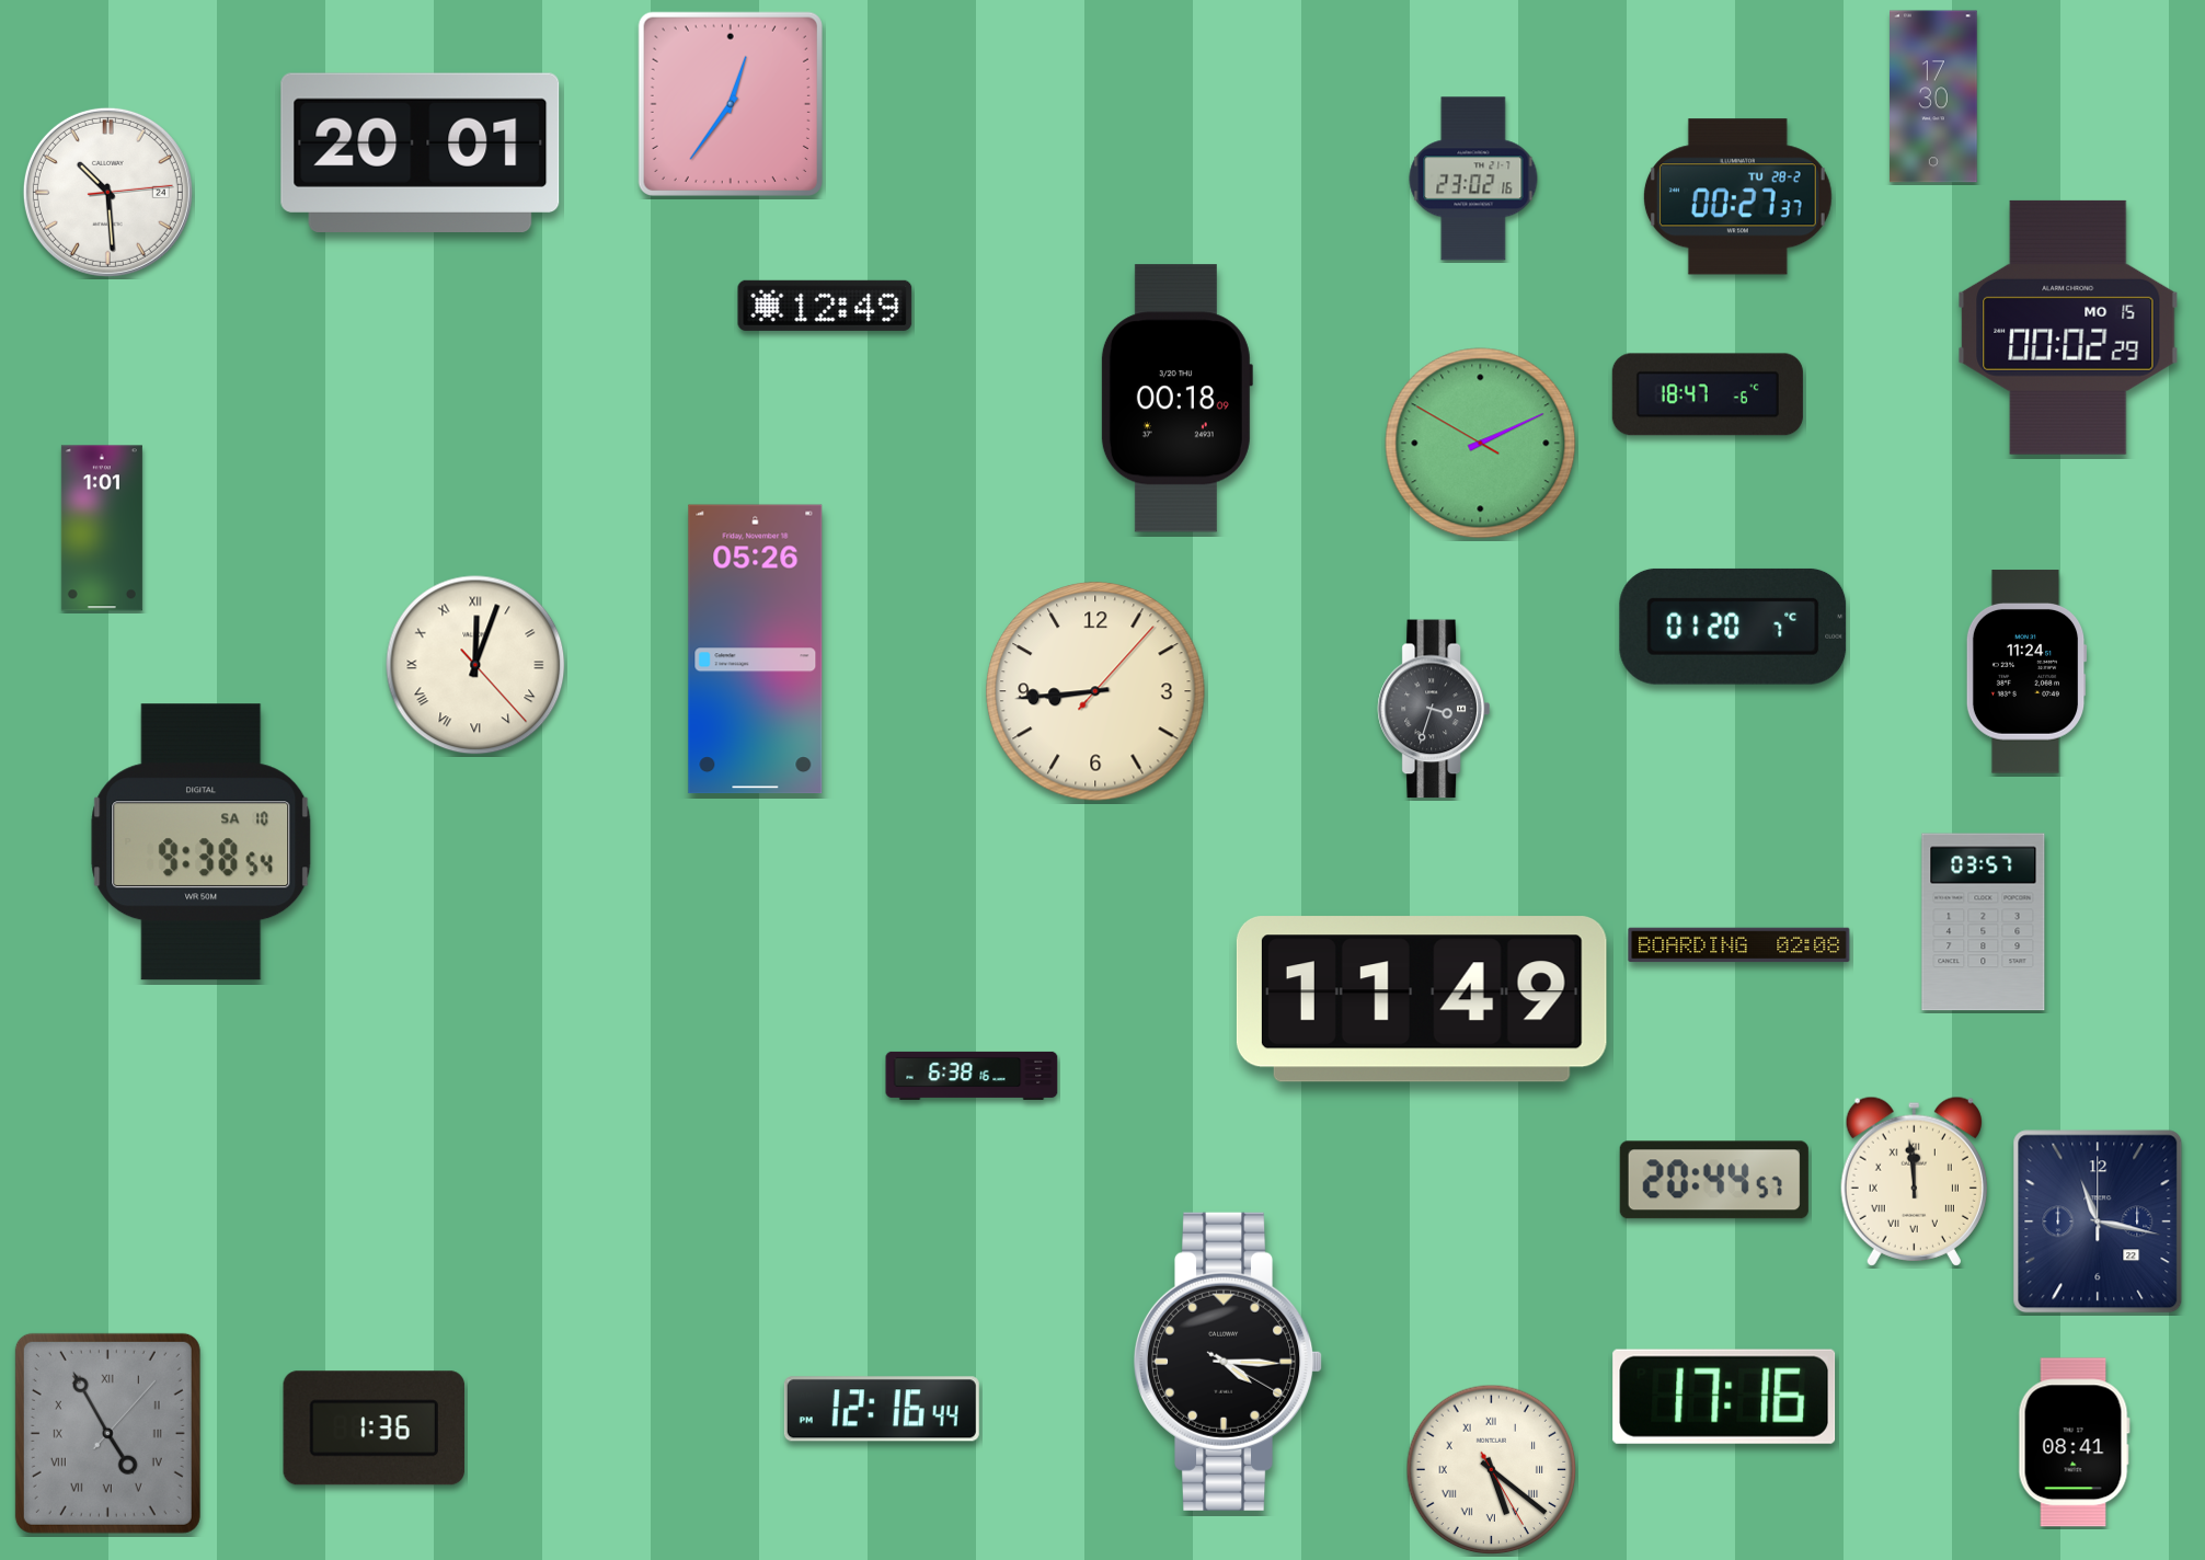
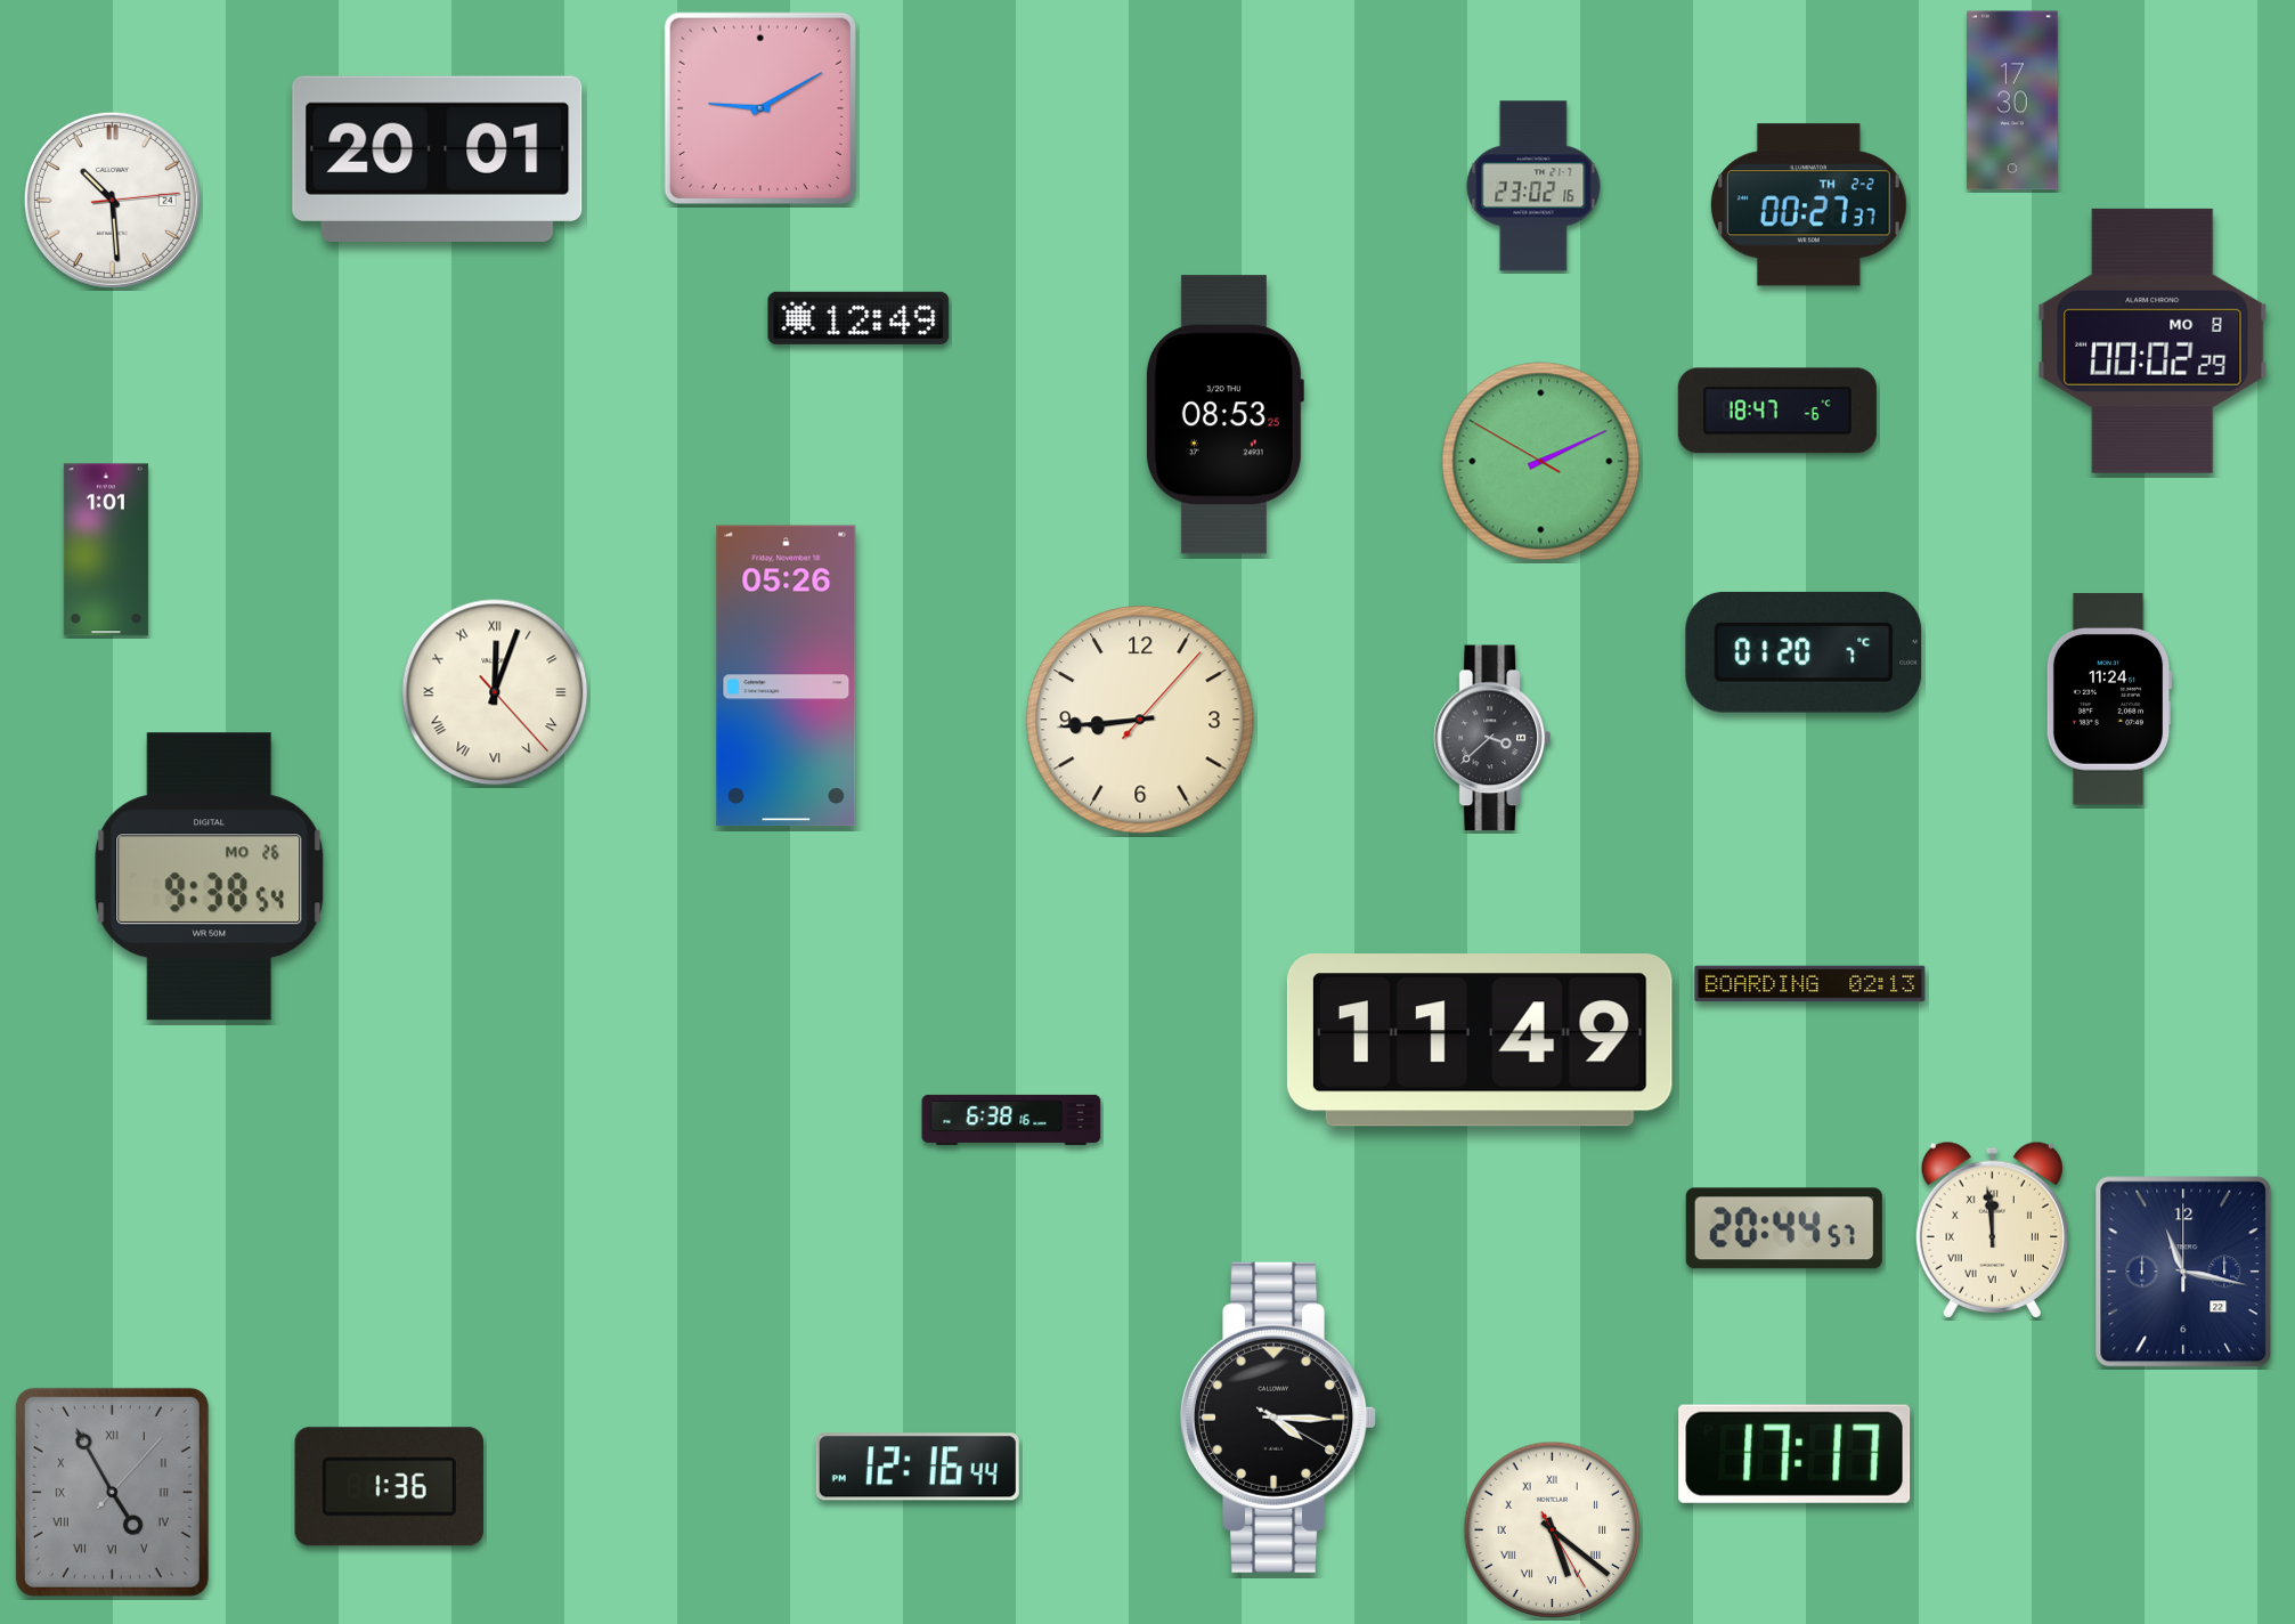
clock at (731, 104): 12:36 -> 9:10
clock at (1737, 197) date: TU 28-2 -> TH 2-2
clock at (2068, 328) date: MO 15 -> MO 8
clock at (1176, 399): 00:18 -> 08:53
clock at (1434, 709): 3:33 -> 3:38
clock at (202, 842) date: SA 10 -> MO 26
clock at (1984, 922): 03:57 -> none
clock at (1739, 945): 02:08 -> 02:13
clock at (1724, 1397): 17:16 -> 17:17
clock at (2074, 1443): 08:41 -> none
